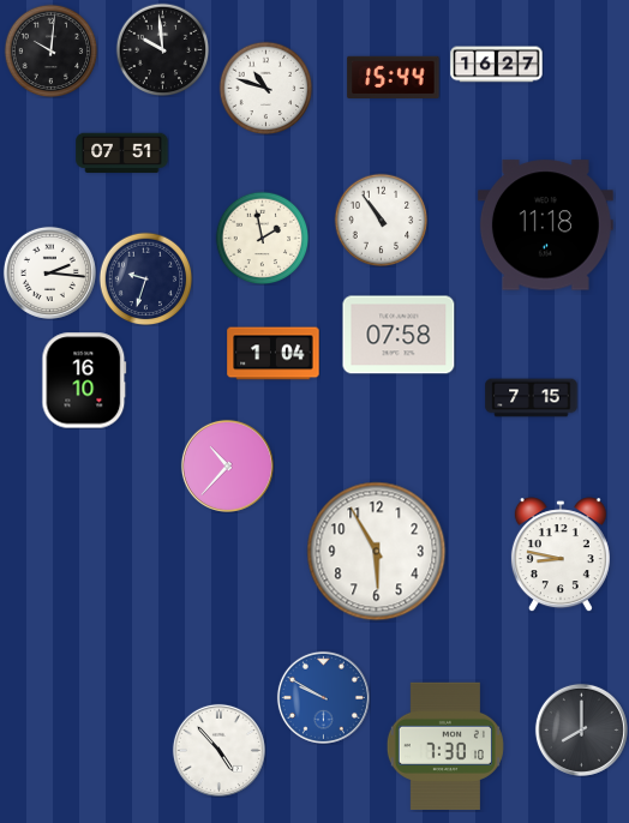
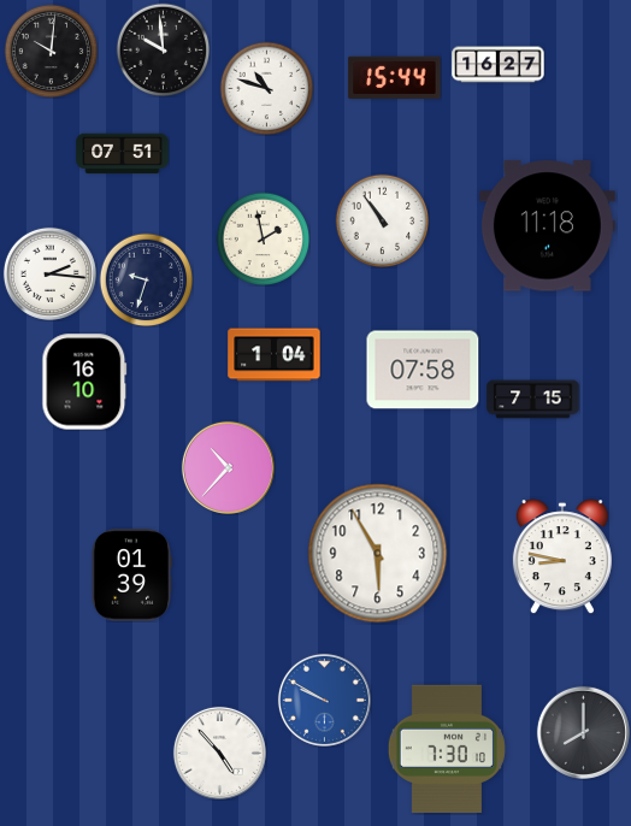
clock at (399, 335) position: (399, 335) -> (423, 370)
clock at (131, 576): none -> 01:39
